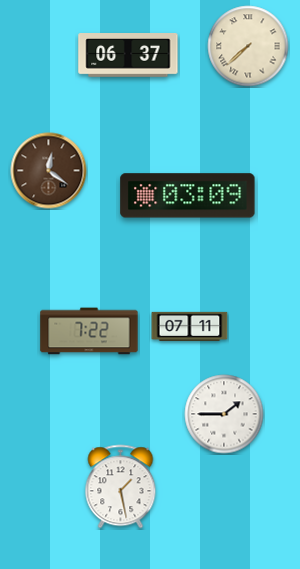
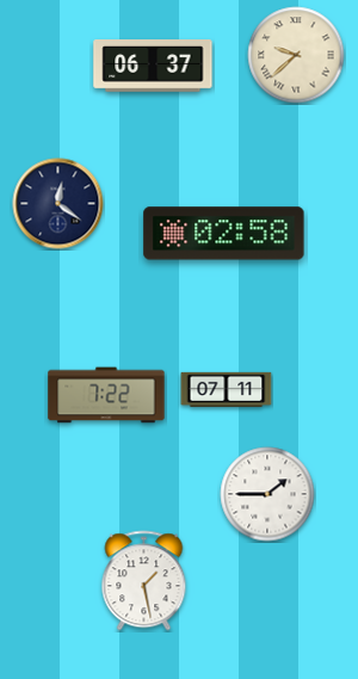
clock at (248, 46): 7:38 -> 9:38
clock at (49, 171) dial: brown -> navy
clock at (188, 196): 03:09 -> 02:58
